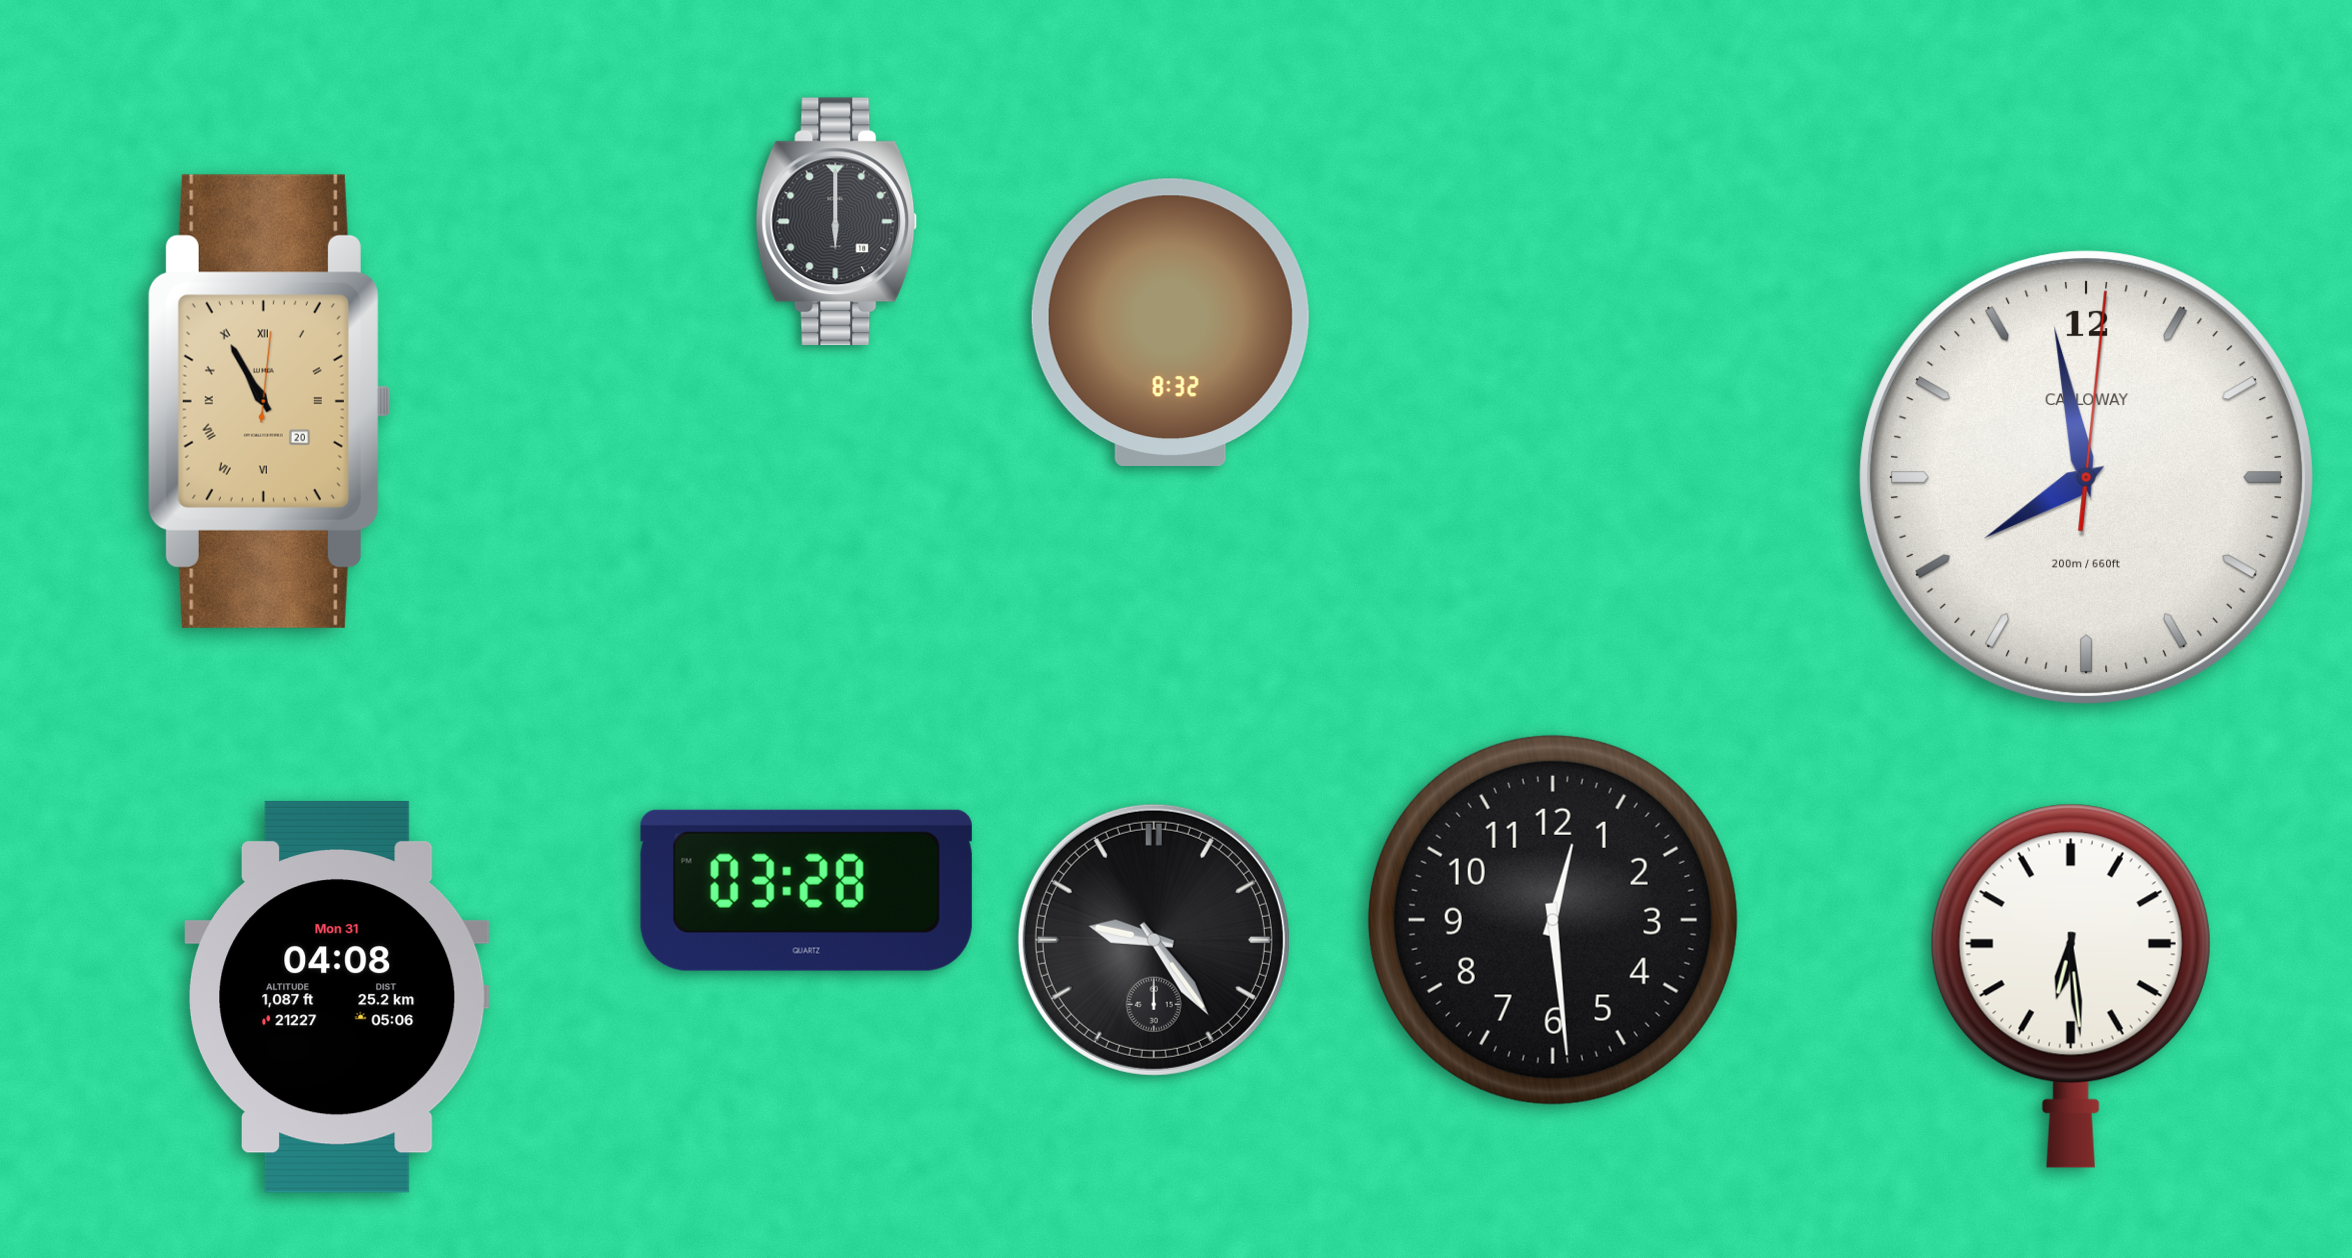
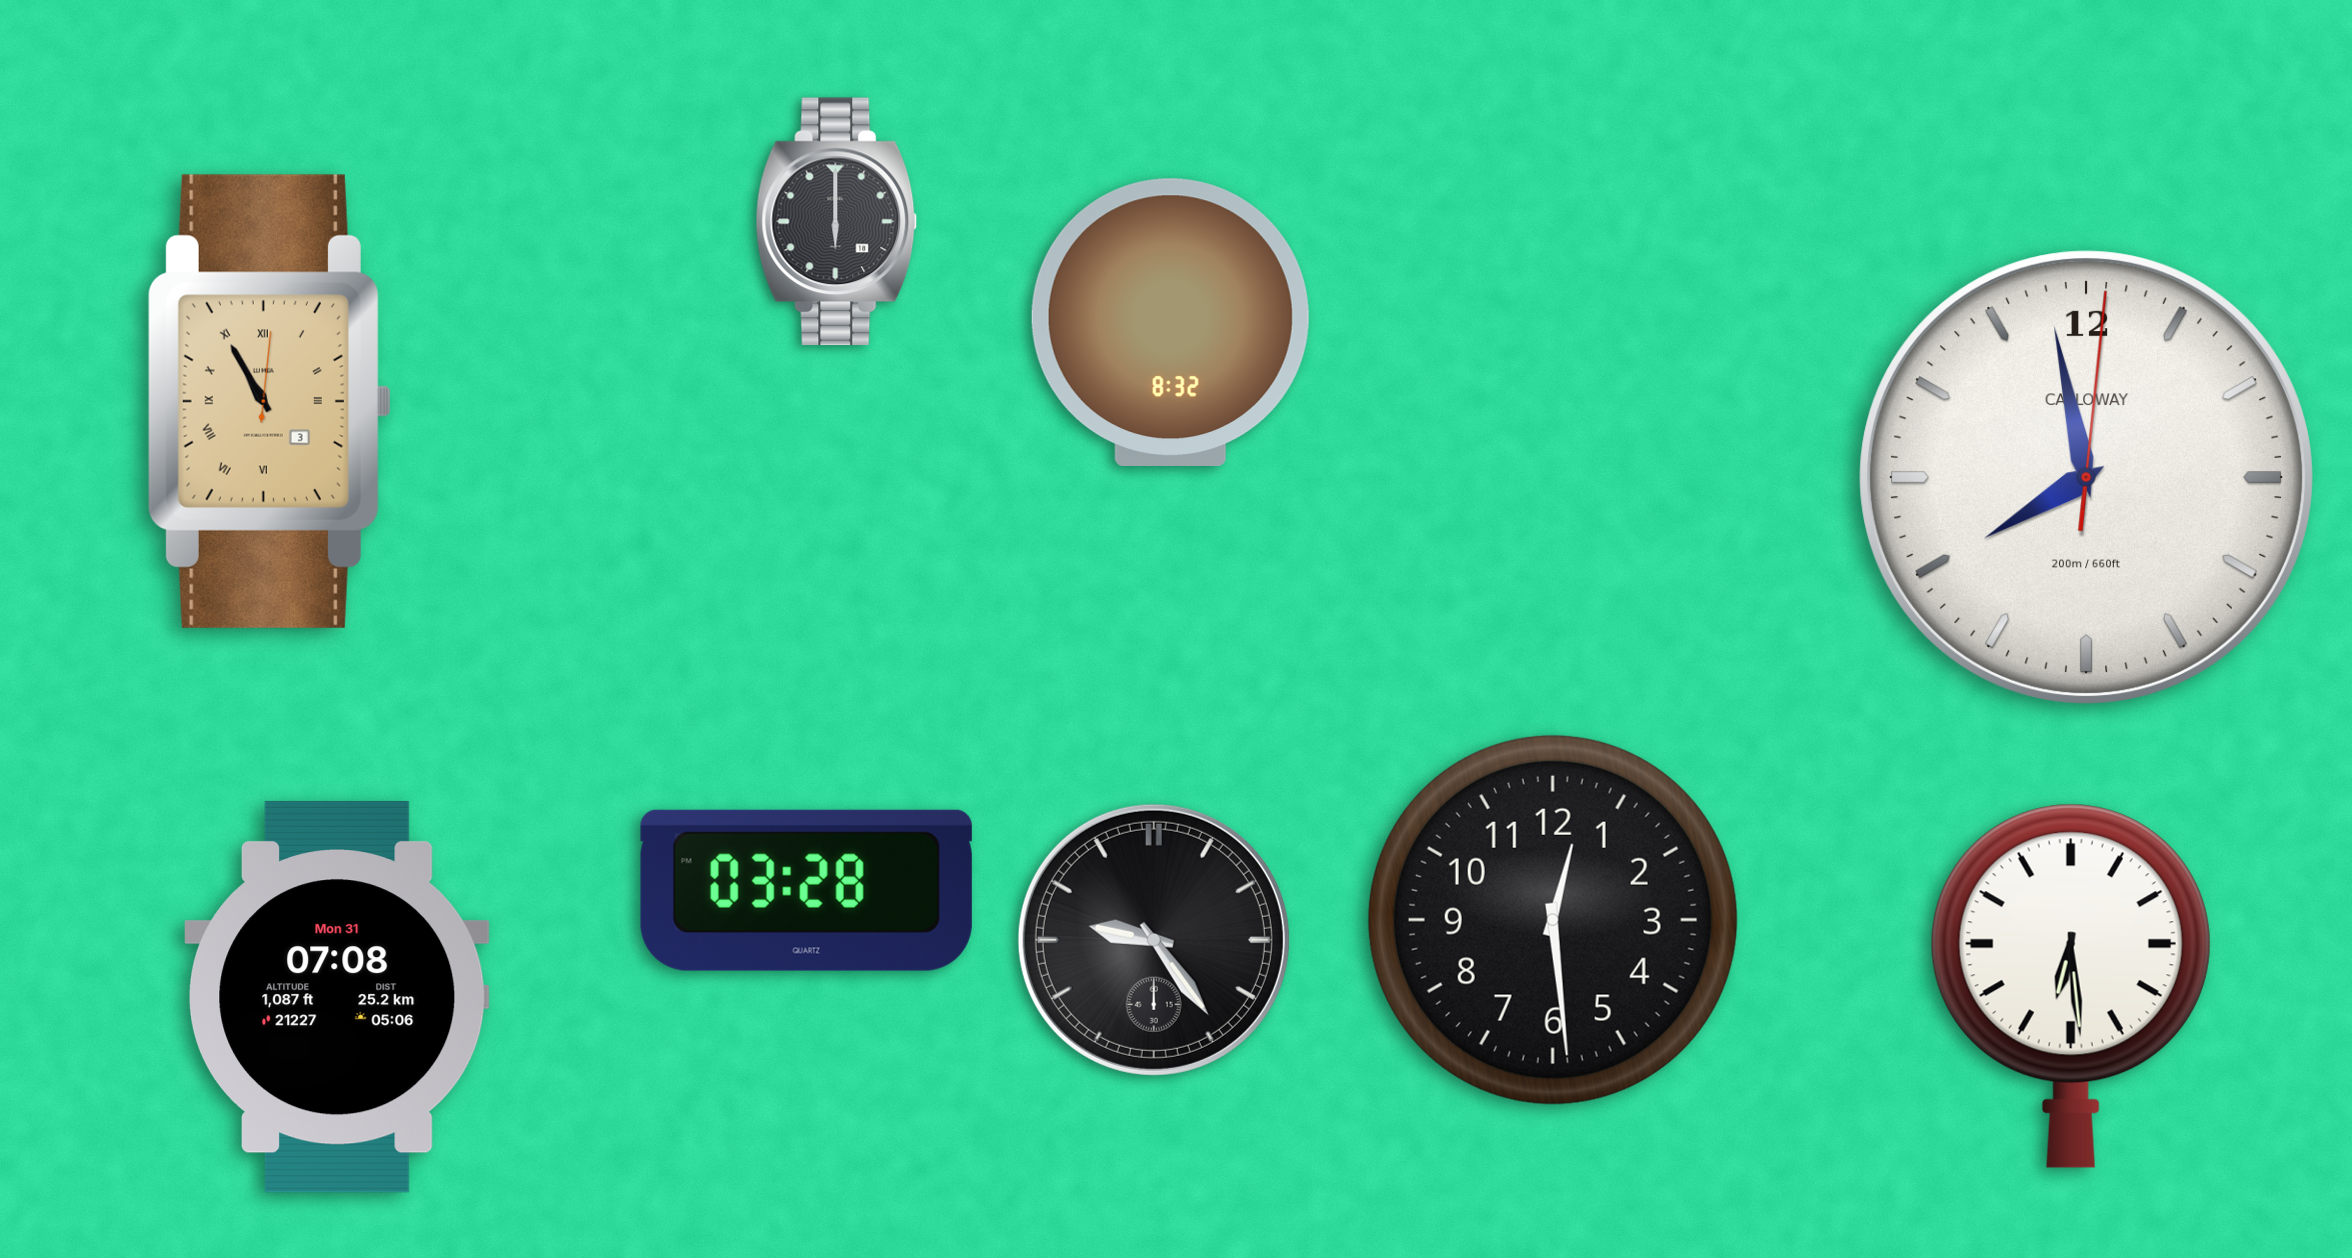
clock at (269, 401) date: 20 -> 3
clock at (338, 997): 04:08 -> 07:08
